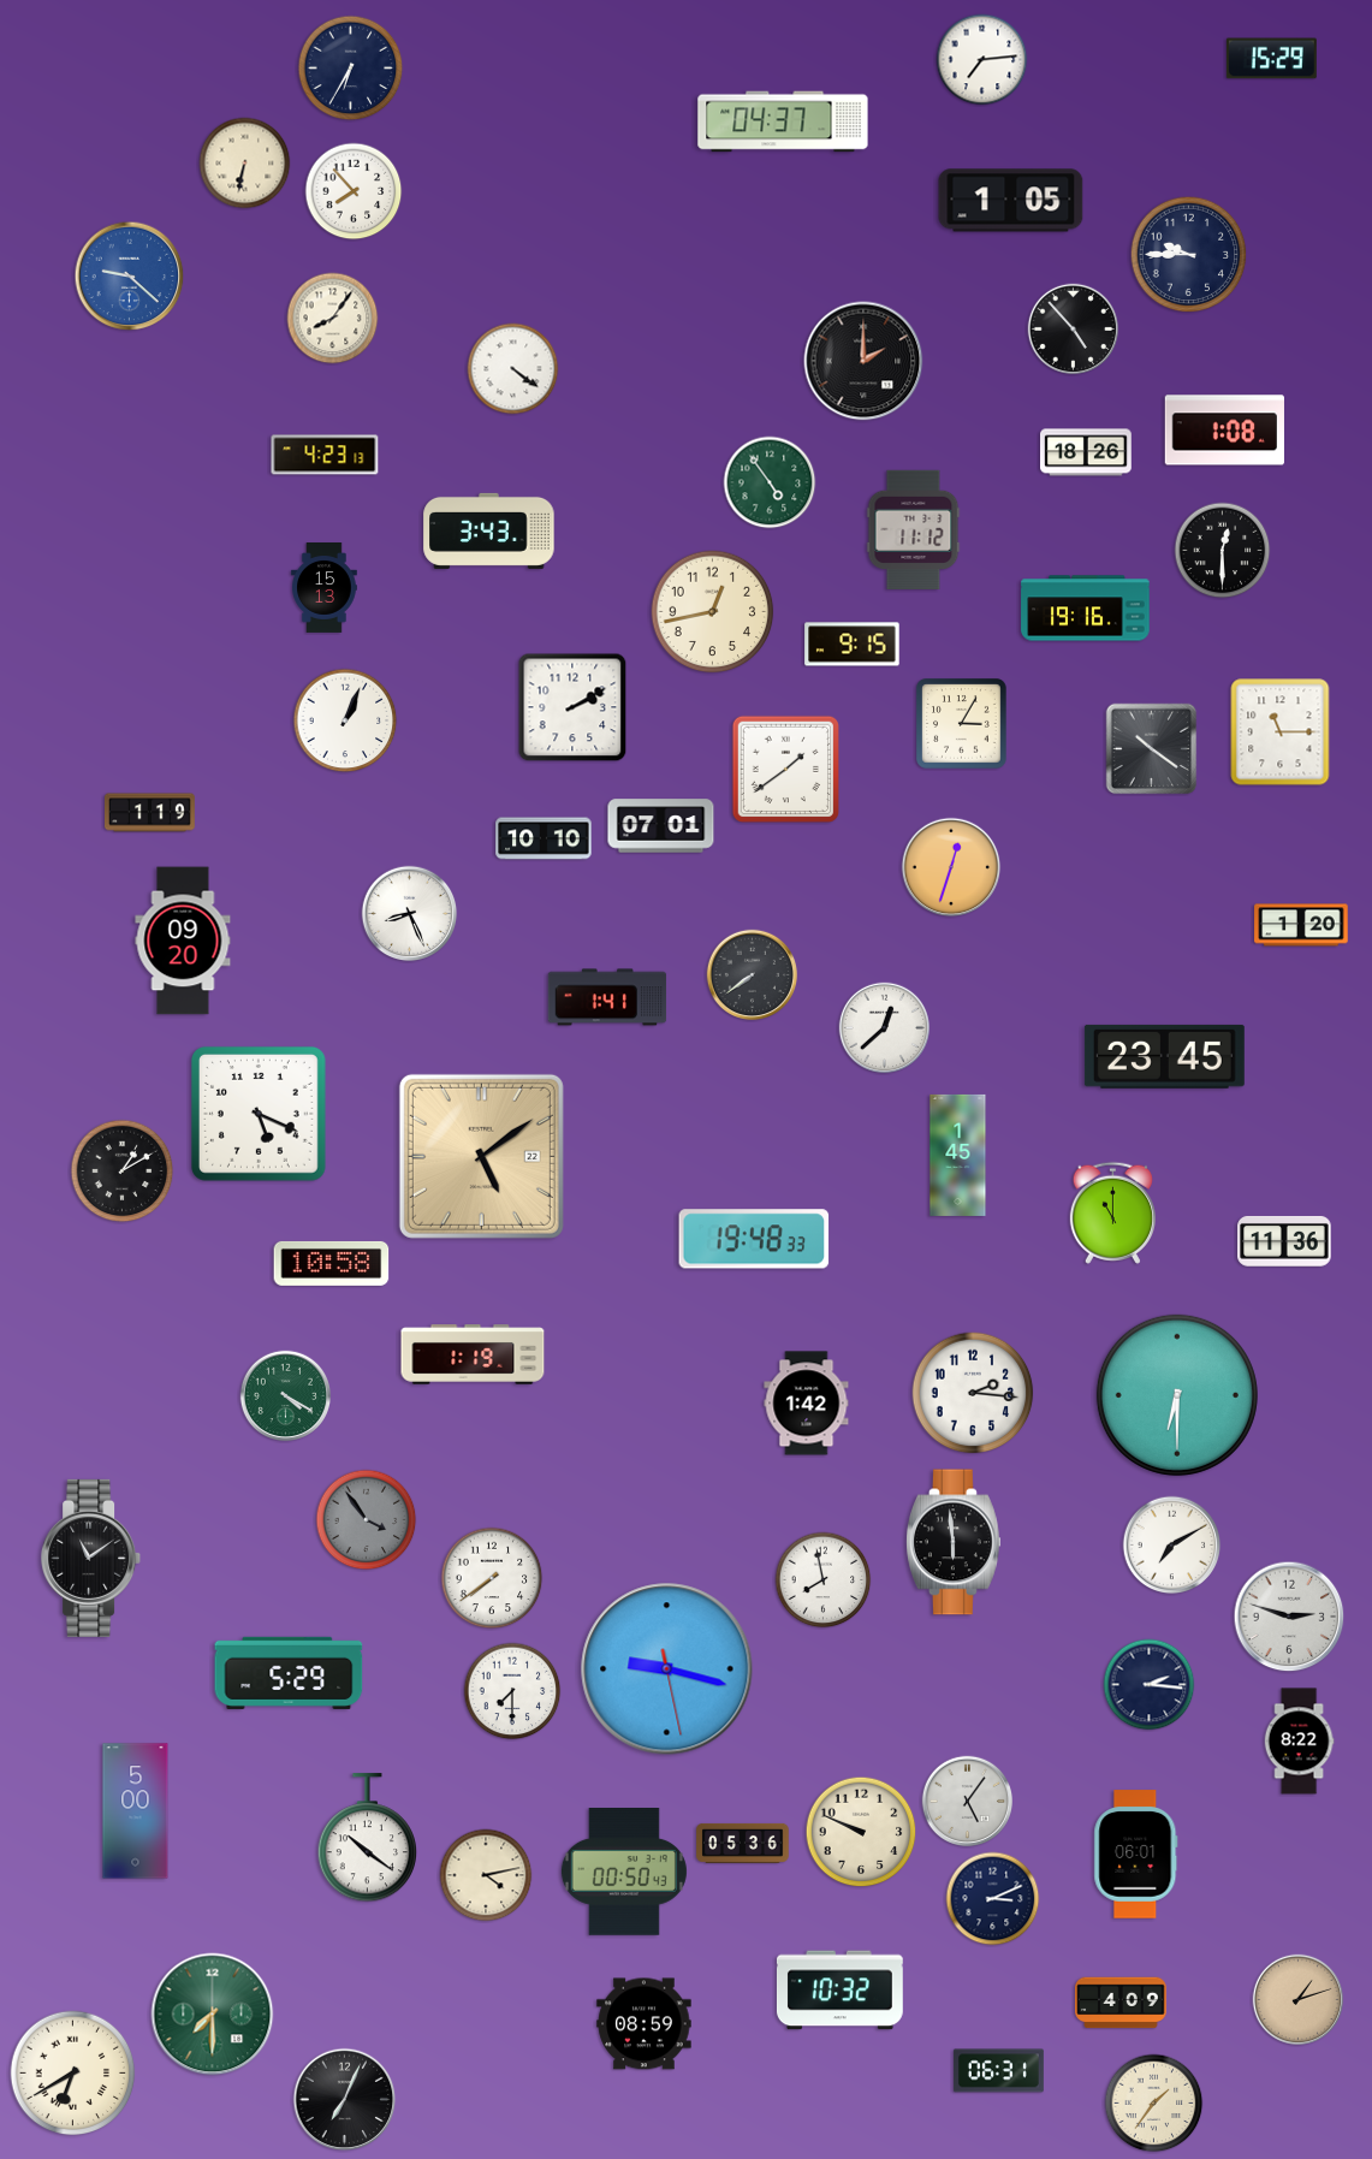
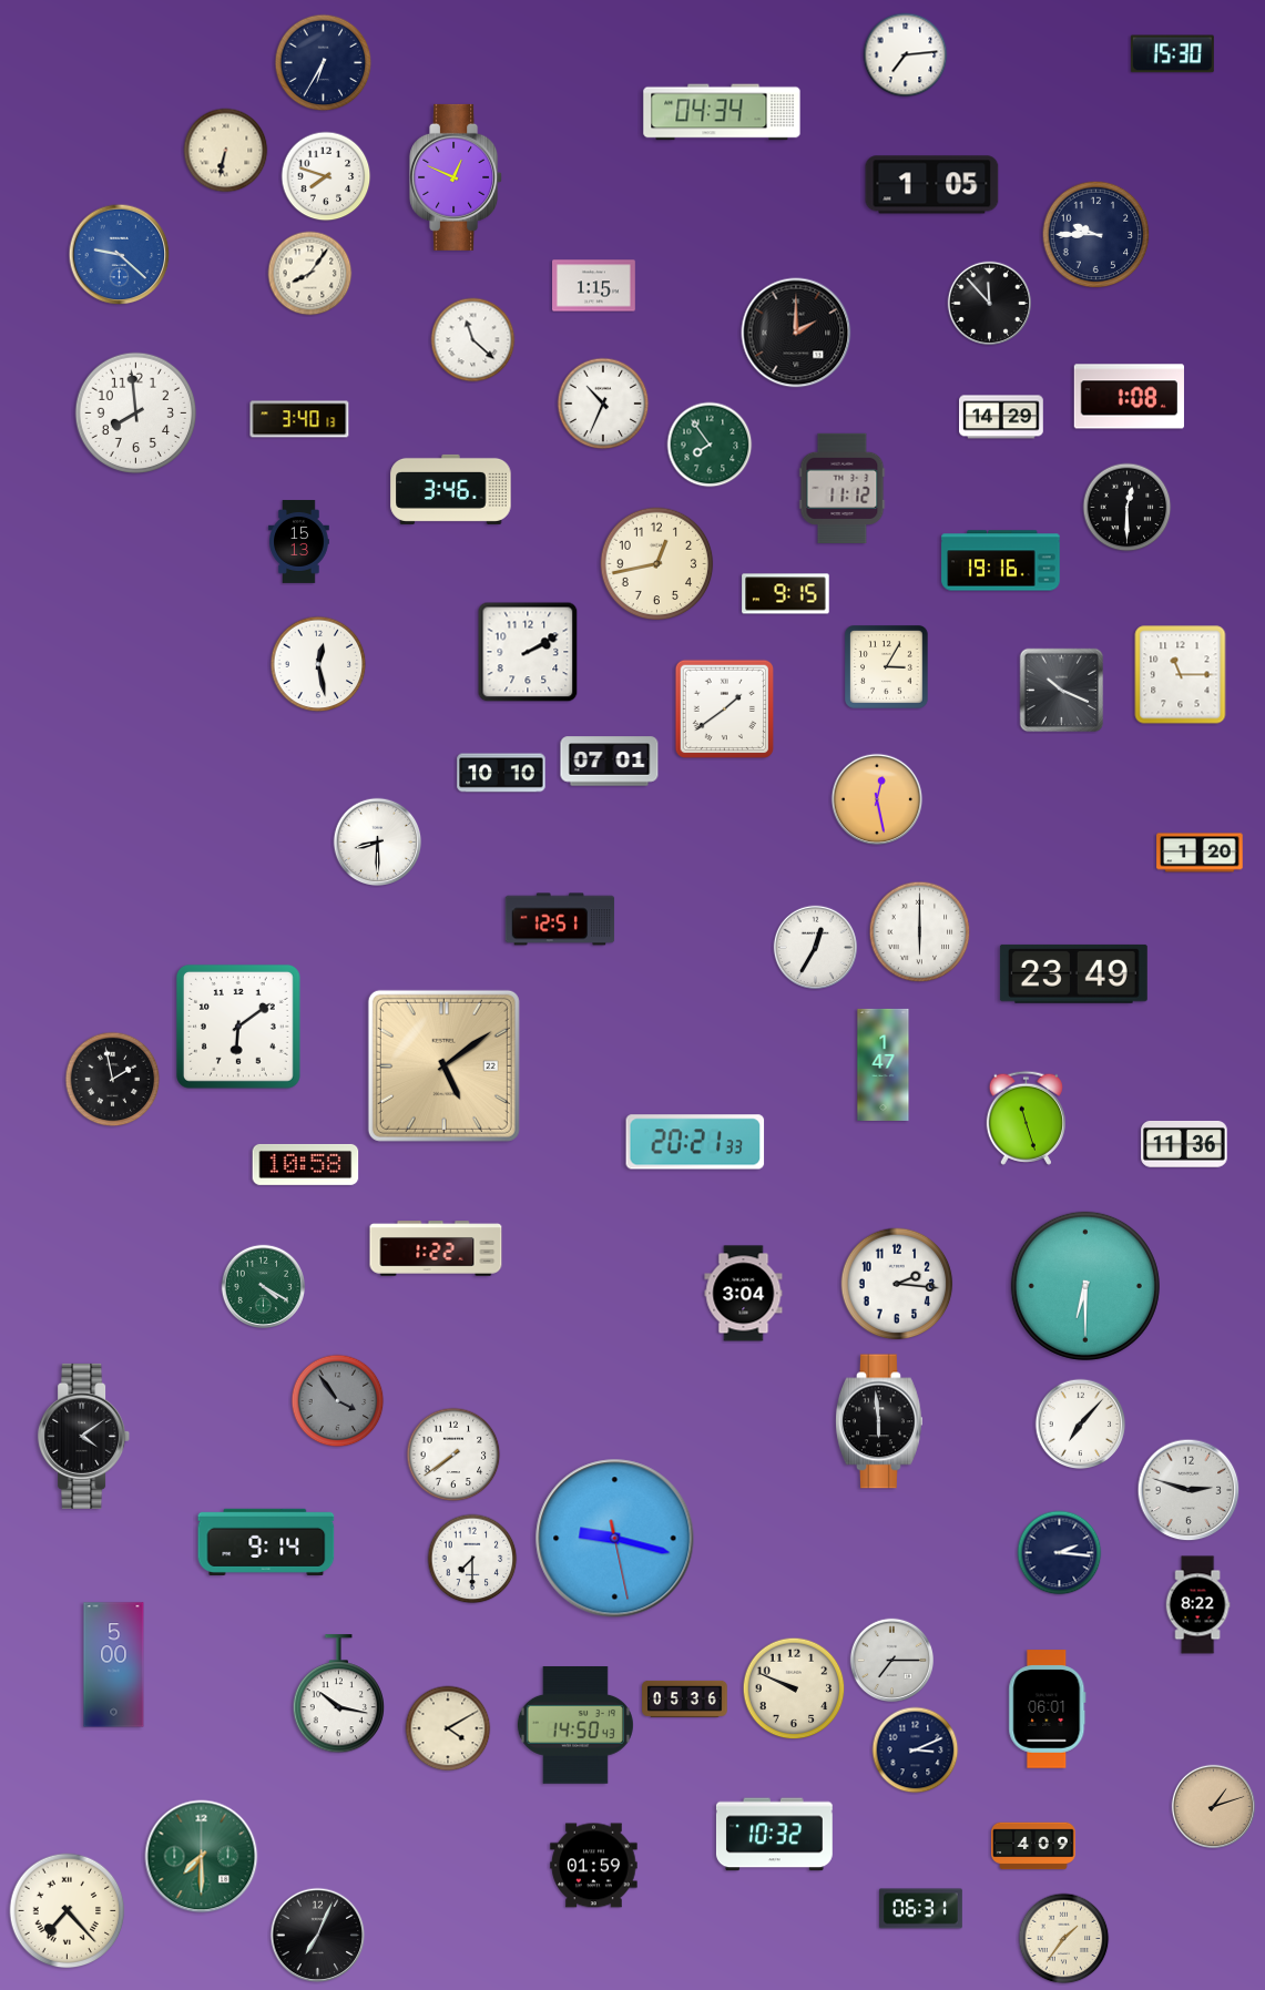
clock at (1271, 59): 15:29 -> 15:30
clock at (783, 121): 04:37 -> 04:34
clock at (354, 191): 7:53 -> 7:48
clock at (457, 177): none -> 12:49
clock at (594, 286): none -> 1:15
clock at (333, 319) position: (333, 319) -> (310, 274)
clock at (1074, 330): 4:53 -> 11:53
clock at (513, 369): 4:21 -> 11:22
clock at (603, 404): none -> 10:34
clock at (136, 414): none -> 7:59
clock at (1087, 452): 18:26 -> 14:29
clock at (325, 455): 4:23 -> 3:40
clock at (770, 482): 4:54 -> 7:54
clock at (489, 530): 3:43 -> 3:46
clock at (345, 720): 1:04 -> 12:28
clock at (1152, 749): 10:21 -> 10:19
clock at (150, 813): 1:19 -> none
clock at (951, 867): 12:33 -> 12:28
clock at (410, 914): 8:26 -> 8:30
clock at (183, 941): 09:20 -> none
clock at (753, 975): 7:39 -> none
clock at (607, 997): 1:41 -> 12:51
clock at (920, 932): none -> 6:00
clock at (885, 1028): 12:38 -> 12:35
clock at (1164, 1056): 23:45 -> 23:49
clock at (259, 1114): 5:19 -> 6:09
clock at (958, 1155): 1:45 -> 1:47
clock at (123, 1172): 1:10 -> 1:58
clock at (1112, 1212): 11:00 -> 11:27
clock at (754, 1239): 19:48 -> 20:21
clock at (473, 1354): 1:19 -> 1:22
clock at (807, 1404): 1:42 -> 3:04
clock at (1172, 1546): 7:10 -> 7:07
clock at (91, 1558): 11:09 -> 4:09
clock at (824, 1580): 7:58 -> none
clock at (289, 1673): 5:29 -> 9:14
clock at (968, 1802): 5:06 -> 7:15
clock at (136, 1811) position: (136, 1811) -> (114, 1665)
clock at (367, 1838): 10:21 -> 10:17
clock at (624, 1873): 00:50 -> 14:50
clock at (486, 1875): 4:13 -> 4:10
clock at (1299, 2000) position: (1299, 2000) -> (1214, 1807)
clock at (213, 2015) position: (213, 2015) -> (202, 1857)
clock at (645, 2024): 08:59 -> 01:59
clock at (73, 2074): 6:40 -> 7:23
